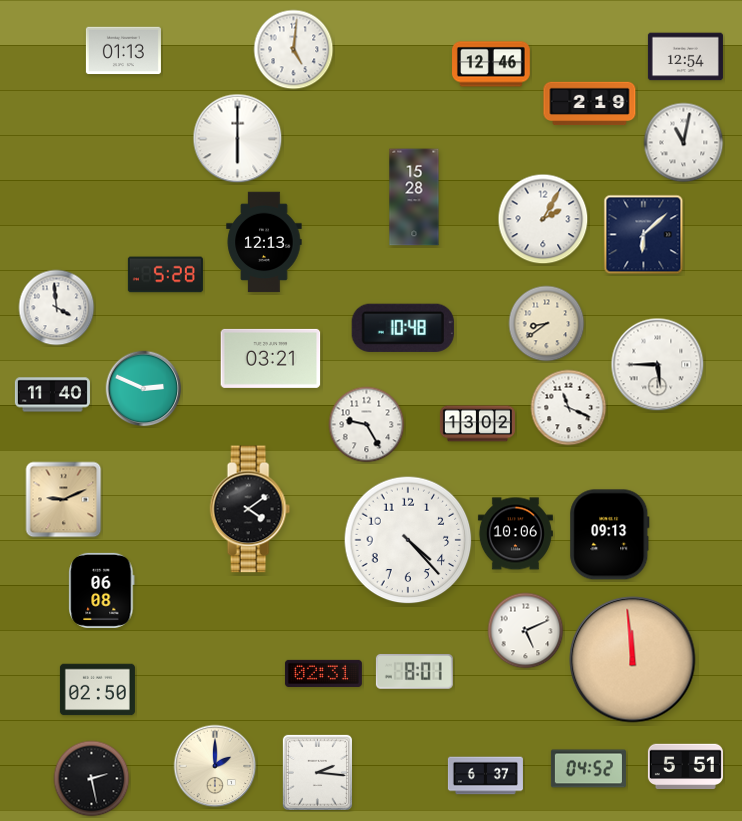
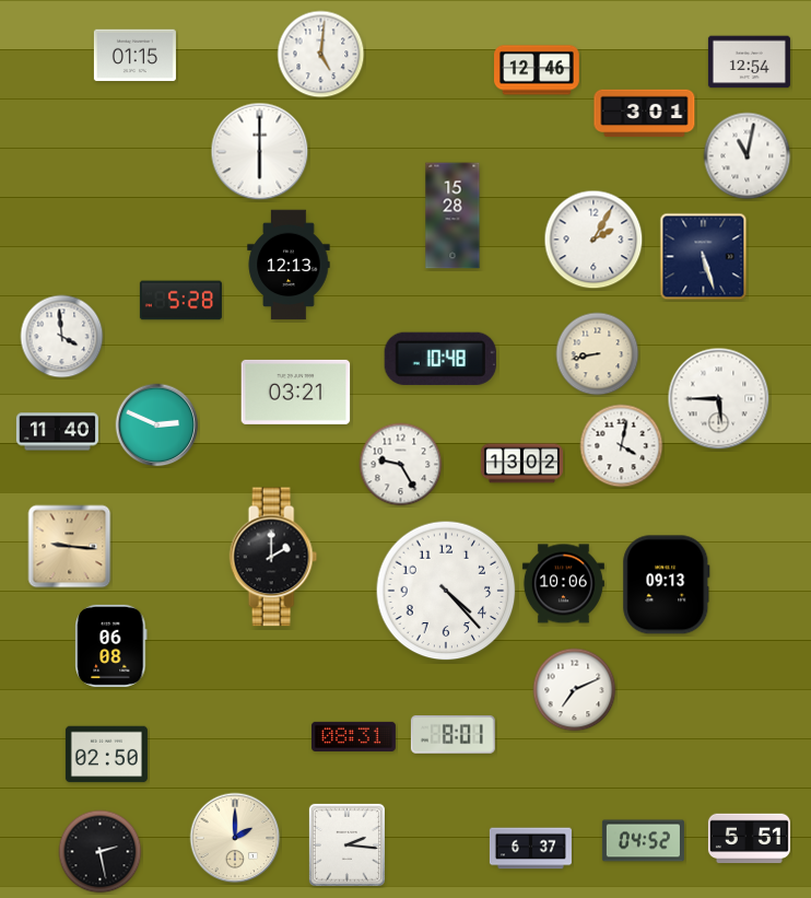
clock at (123, 51): 01:13 -> 01:15
clock at (590, 104): 2:19 -> 3:01
clock at (644, 235): 6:08 -> 5:27
clock at (547, 324): 8:39 -> 8:43
clock at (569, 408): 11:19 -> 4:02
clock at (64, 500): 9:11 -> 9:16
clock at (250, 509): 4:09 -> 2:00
clock at (526, 631): 5:11 -> 7:11
clock at (633, 660): 11:59 -> none
clock at (323, 673): 02:31 -> 08:31
